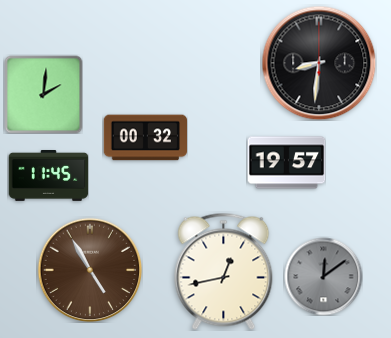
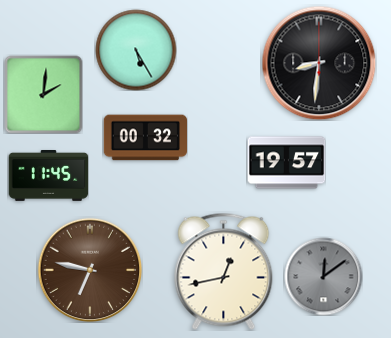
clock at (136, 50): none -> 5:25
clock at (90, 270): 4:55 -> 6:47
